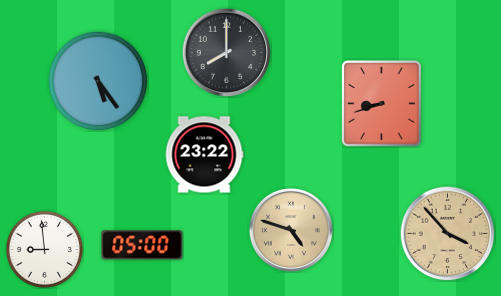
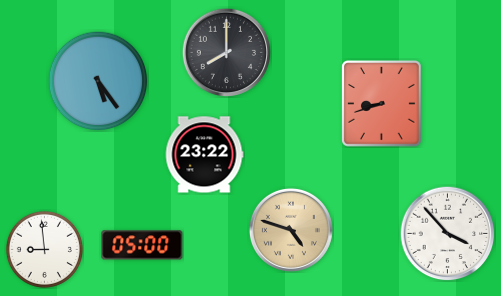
clock at (447, 233) dial: champagne -> white
